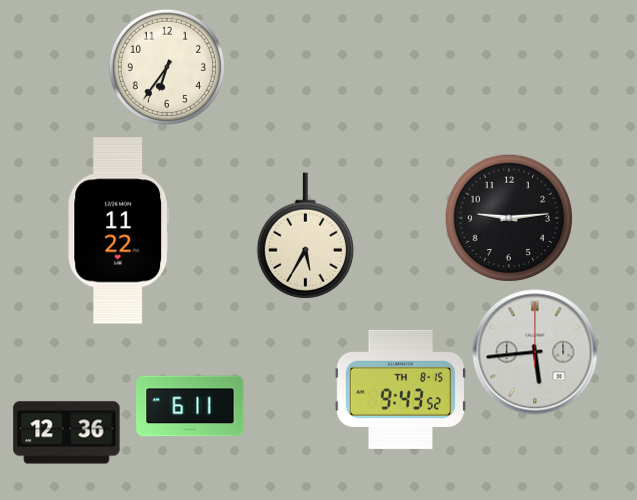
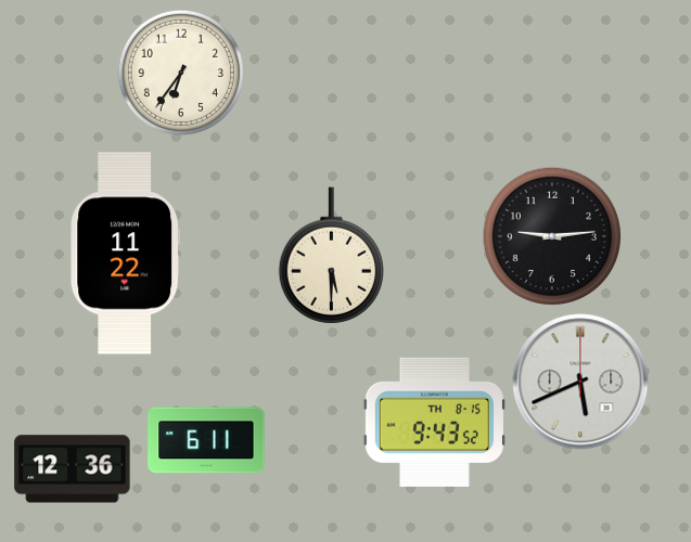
clock at (119, 231) position: (119, 231) -> (126, 254)
clock at (305, 236): 5:35 -> 5:30
clock at (535, 352): 5:44 -> 5:41
